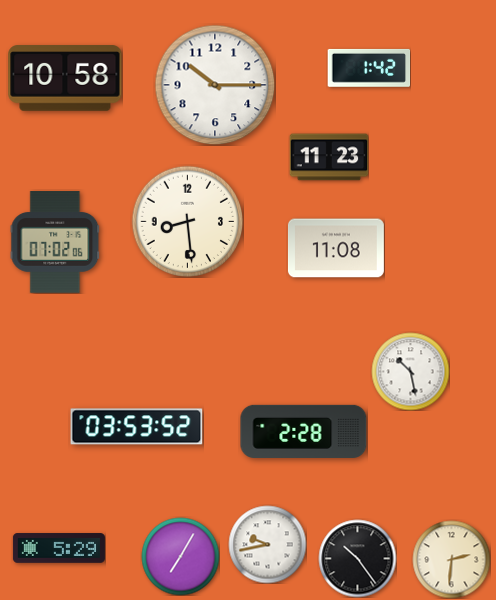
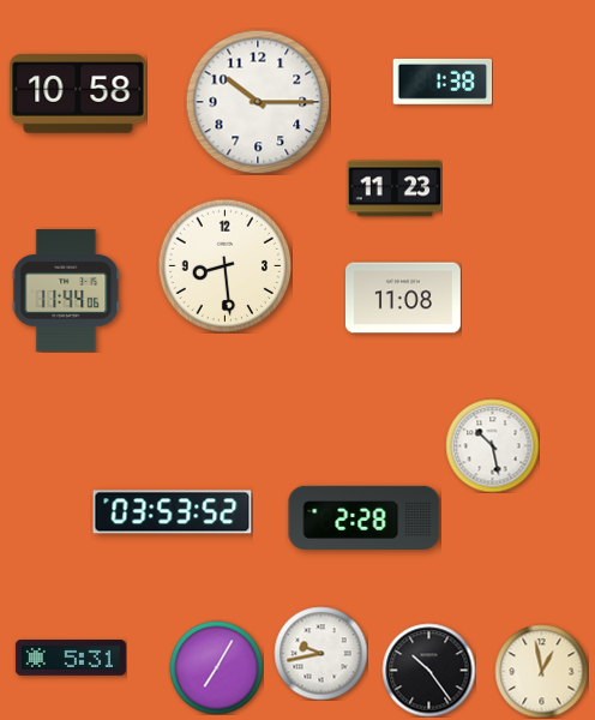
clock at (369, 68): 1:42 -> 1:38
clock at (55, 242): 07:02 -> 11:44
clock at (137, 427) position: (137, 427) -> (173, 512)
clock at (59, 548): 5:29 -> 5:31
clock at (451, 559): 2:31 -> 12:58
